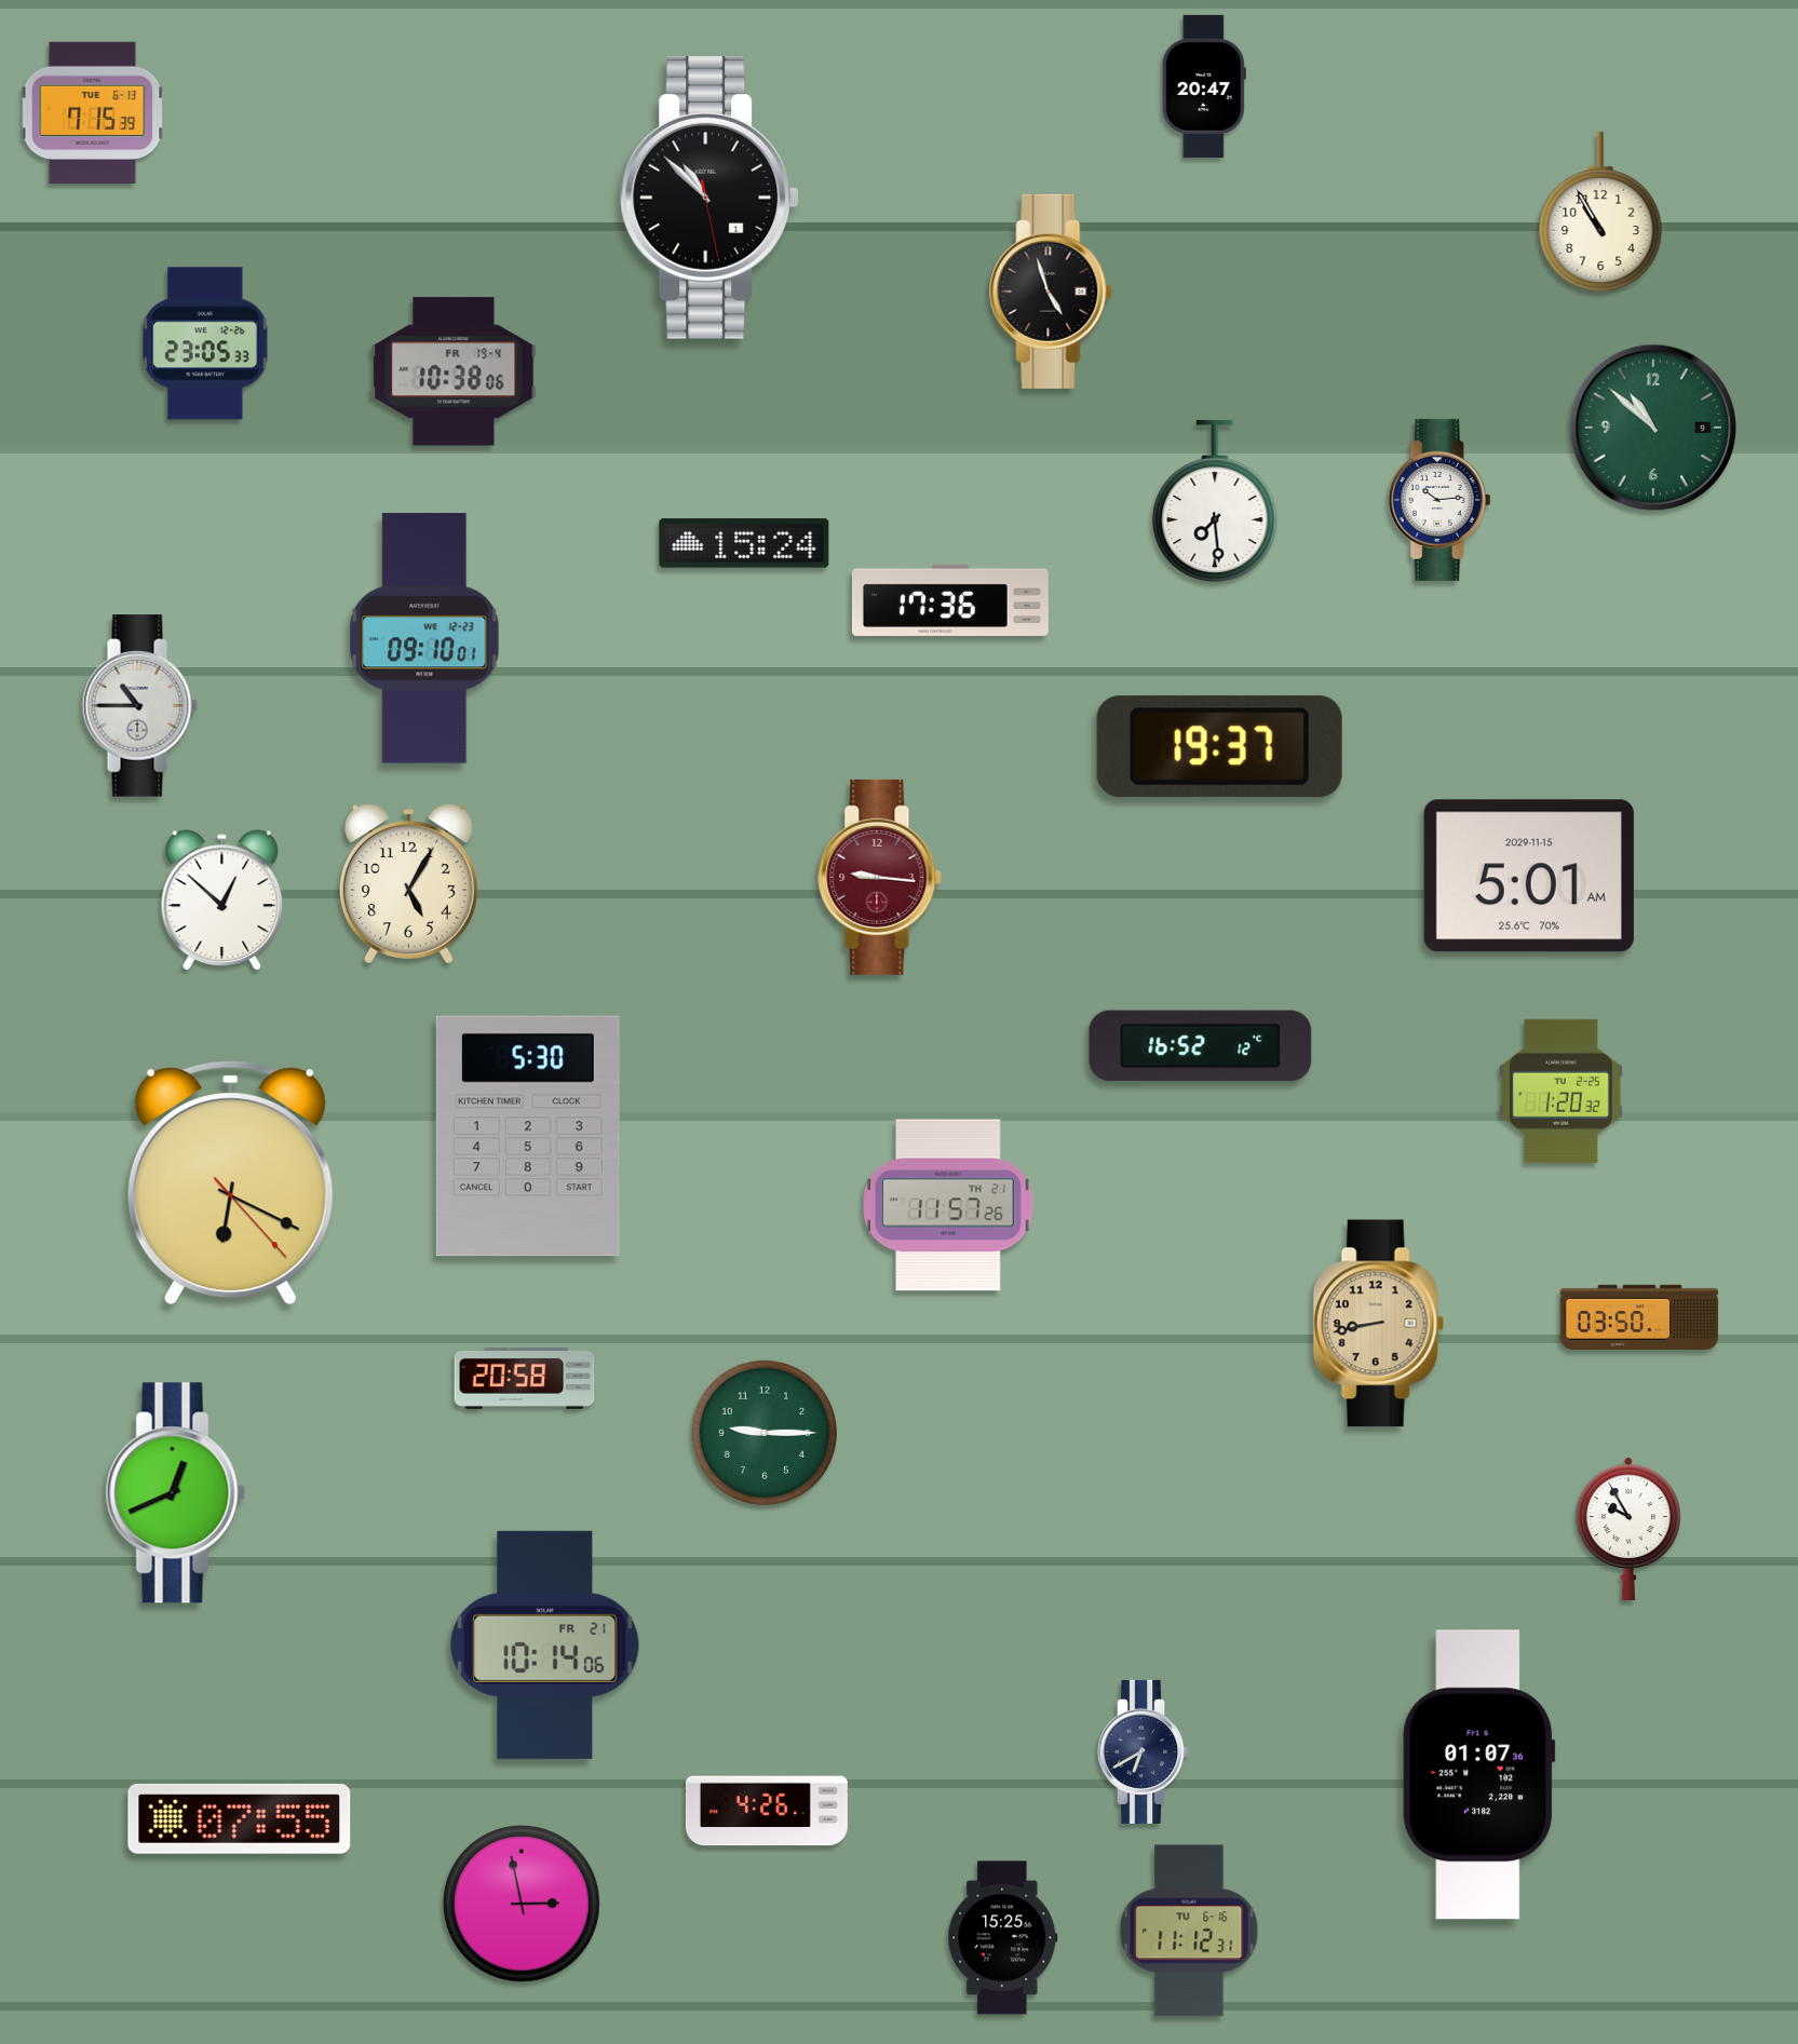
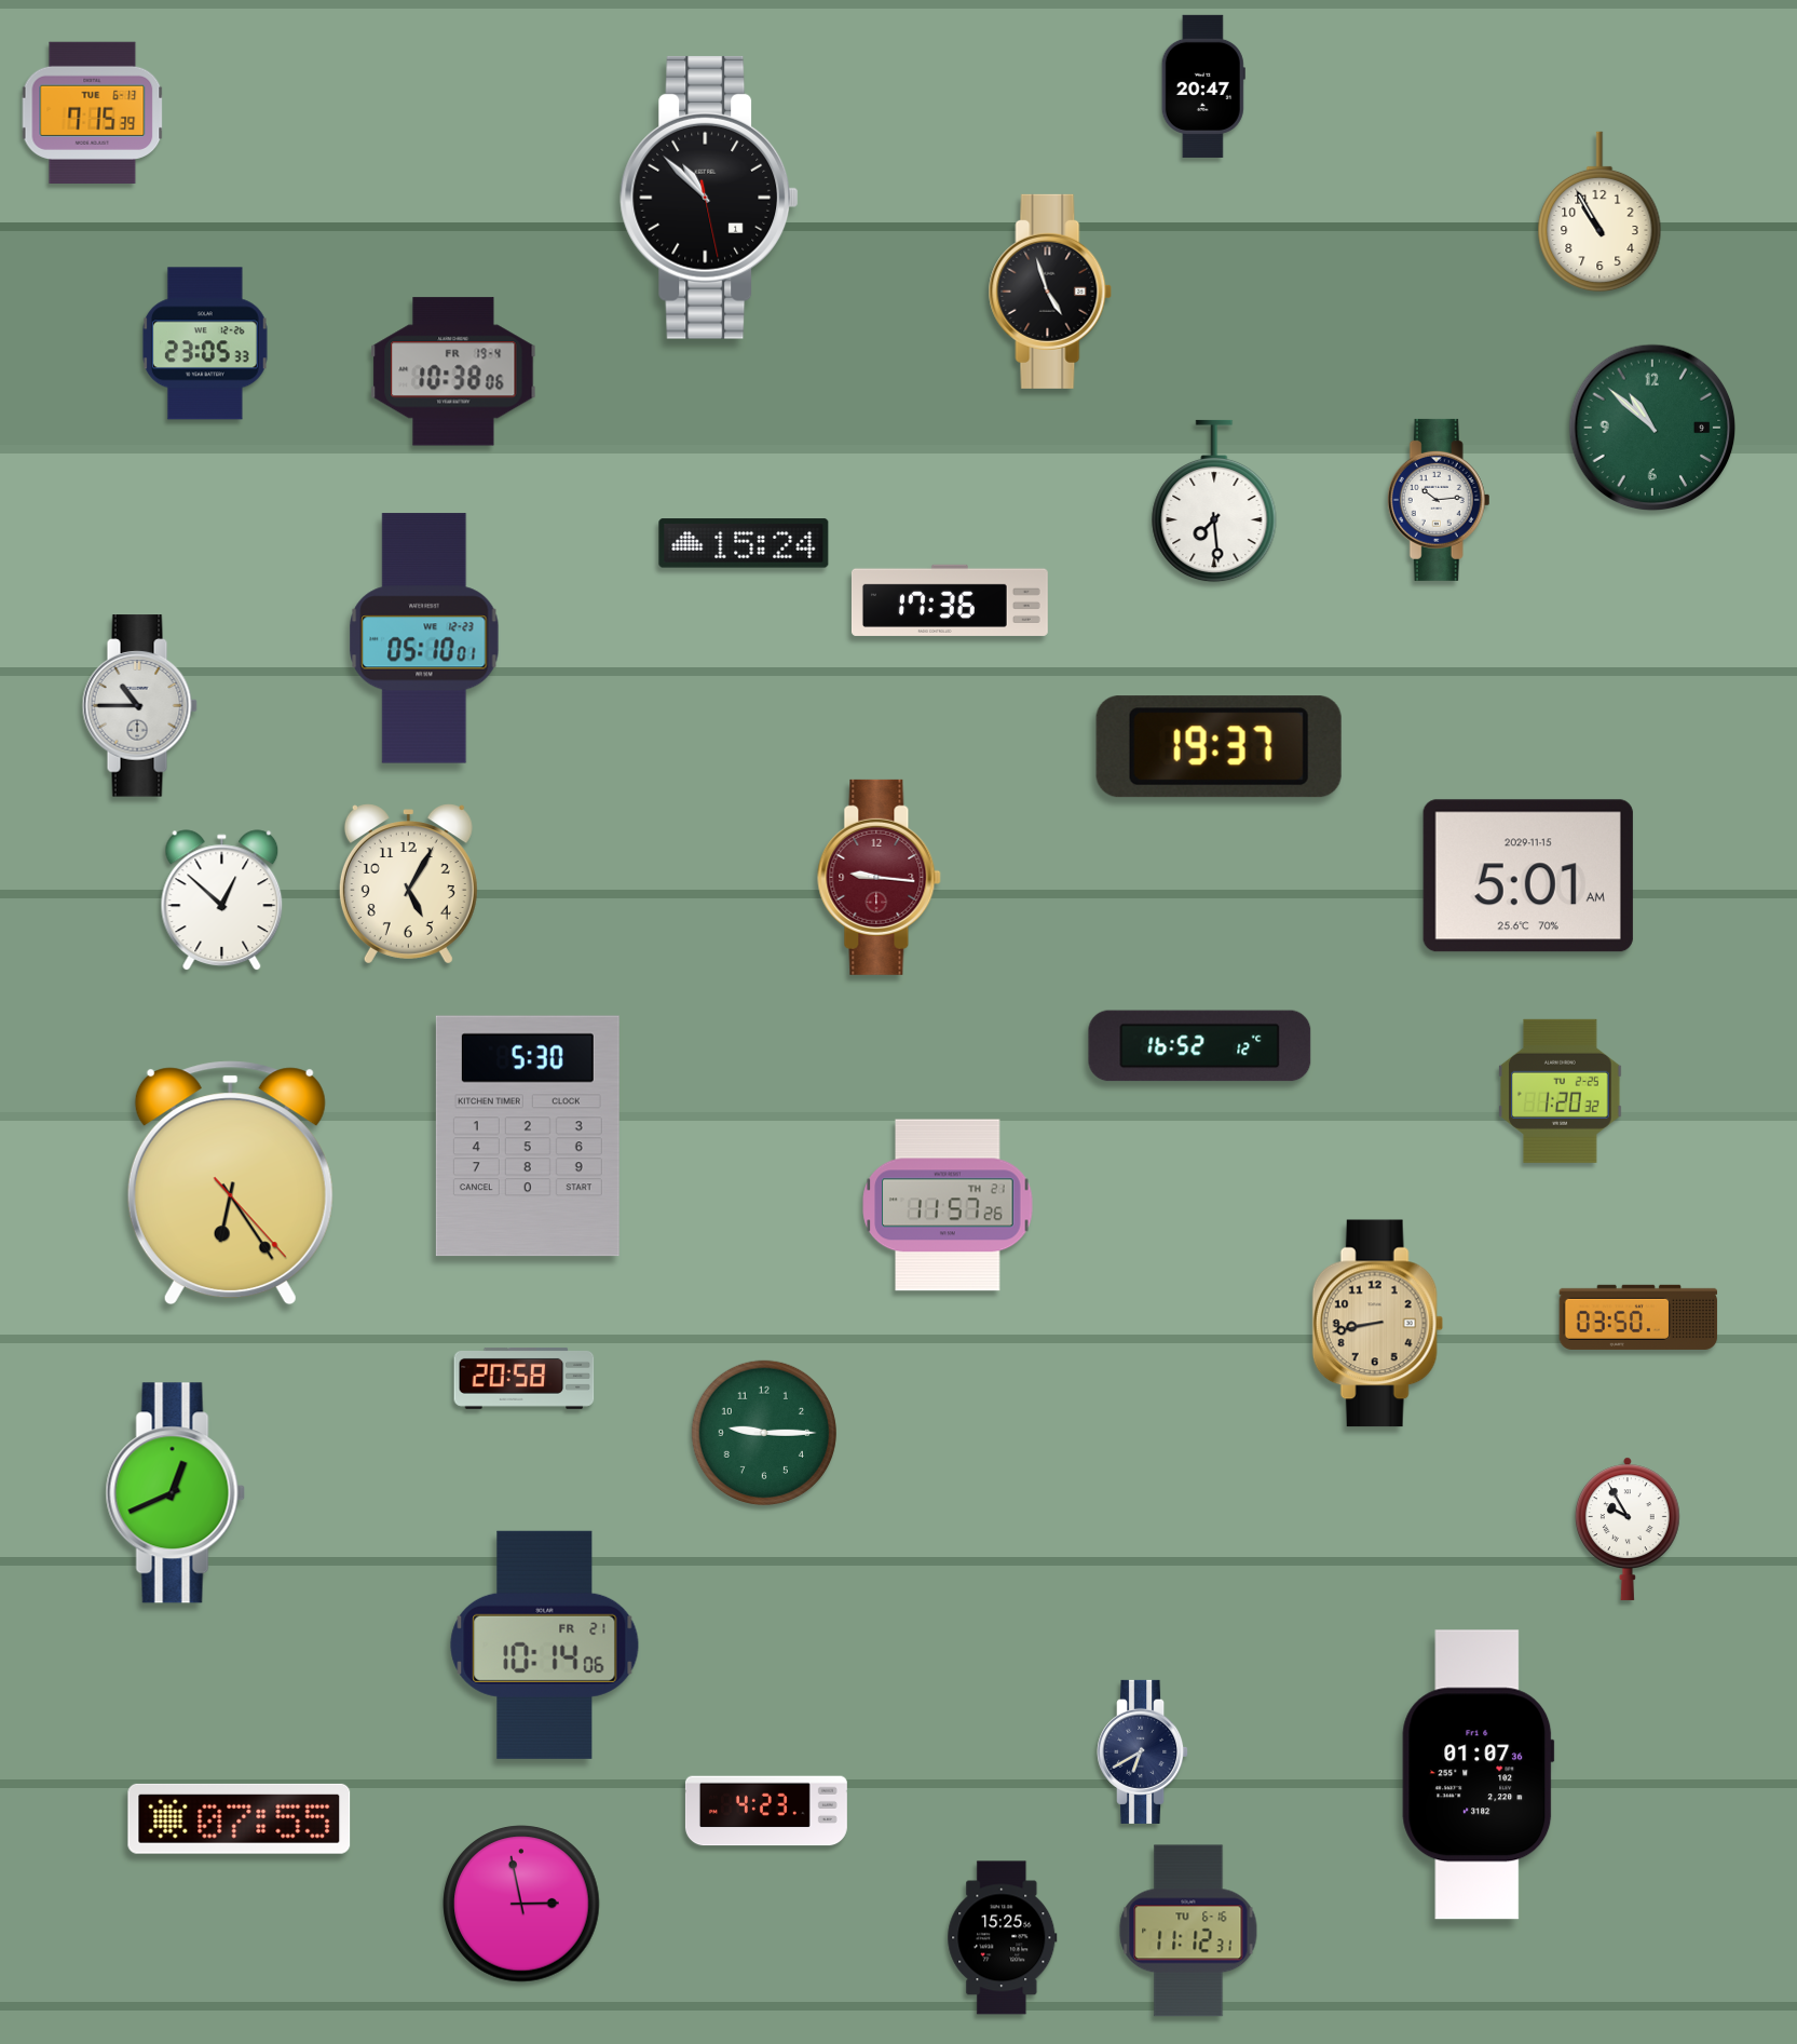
clock at (424, 638): 09:10 -> 05:10
clock at (230, 1183): 6:19 -> 6:24
clock at (767, 1811): 4:26 -> 4:23
